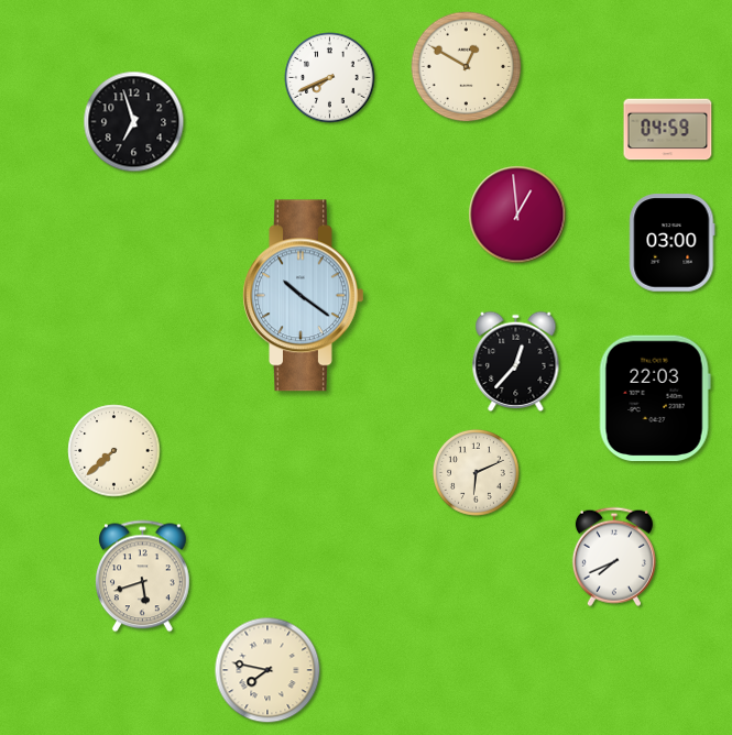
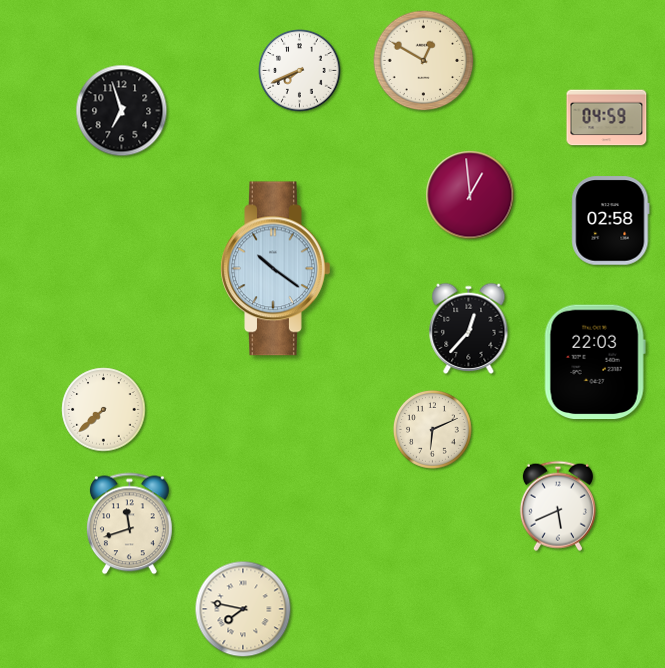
clock at (673, 243): 03:00 -> 02:58
clock at (614, 557): 7:41 -> 5:41
clock at (142, 577): 5:42 -> 11:42
